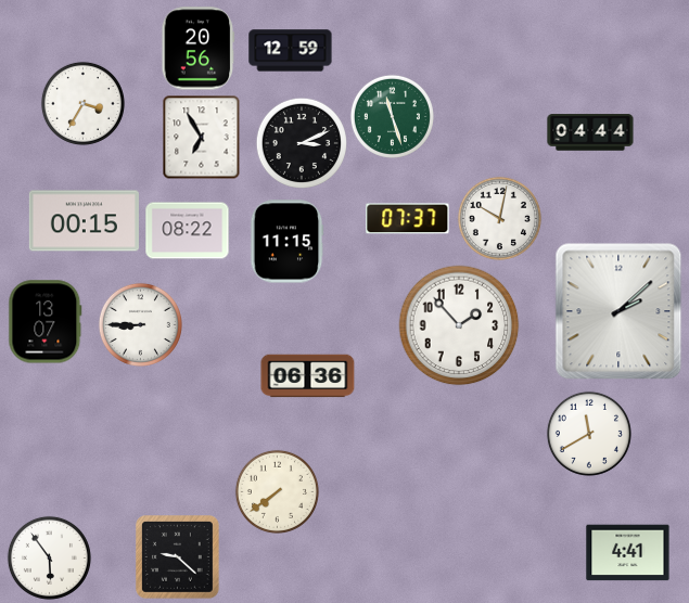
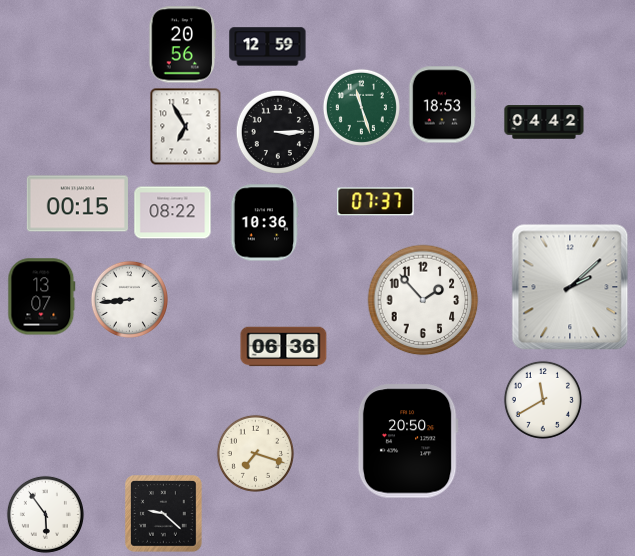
clock at (82, 103): 3:35 -> none
clock at (442, 105): none -> 18:53
clock at (590, 132): 04:44 -> 04:42
clock at (302, 143): 3:11 -> 3:15
clock at (499, 218): 10:02 -> none
clock at (286, 242): 11:15 -> 10:36
clock at (140, 324): 8:45 -> 8:44
clock at (408, 441): none -> 20:50
clock at (277, 491): 7:39 -> 7:18
clock at (628, 553): 4:41 -> none
